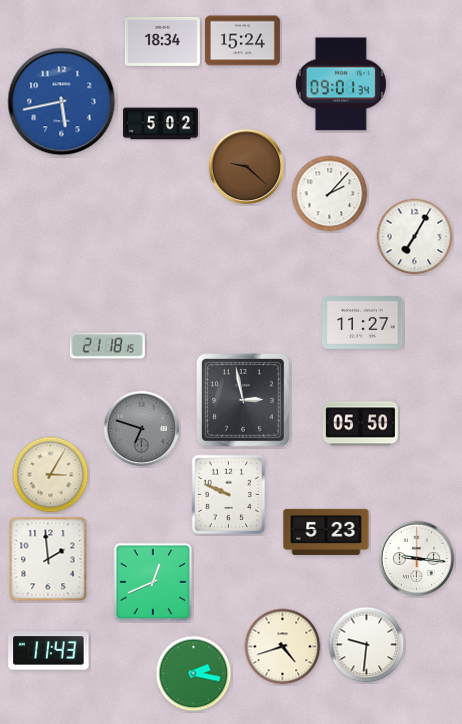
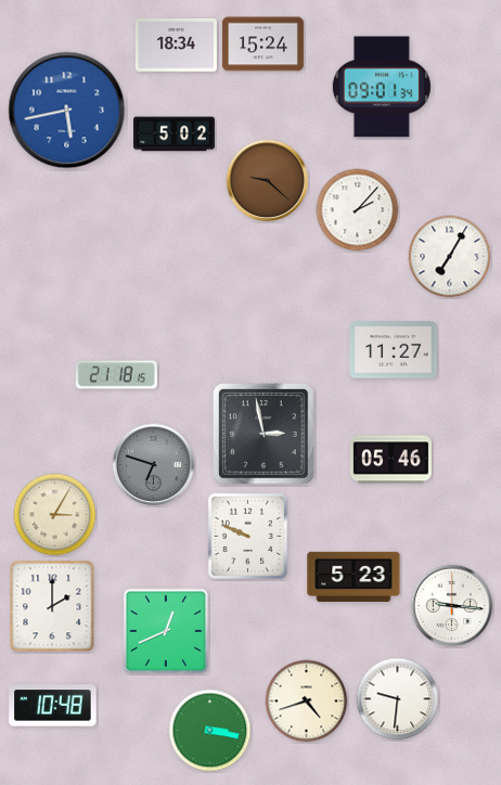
clock at (341, 84) position: (341, 84) -> (382, 87)
clock at (360, 424): 05:50 -> 05:46
clock at (48, 559): 1:59 -> 2:00
clock at (49, 651): 11:43 -> 10:48
clock at (194, 674): 2:17 -> 3:17
